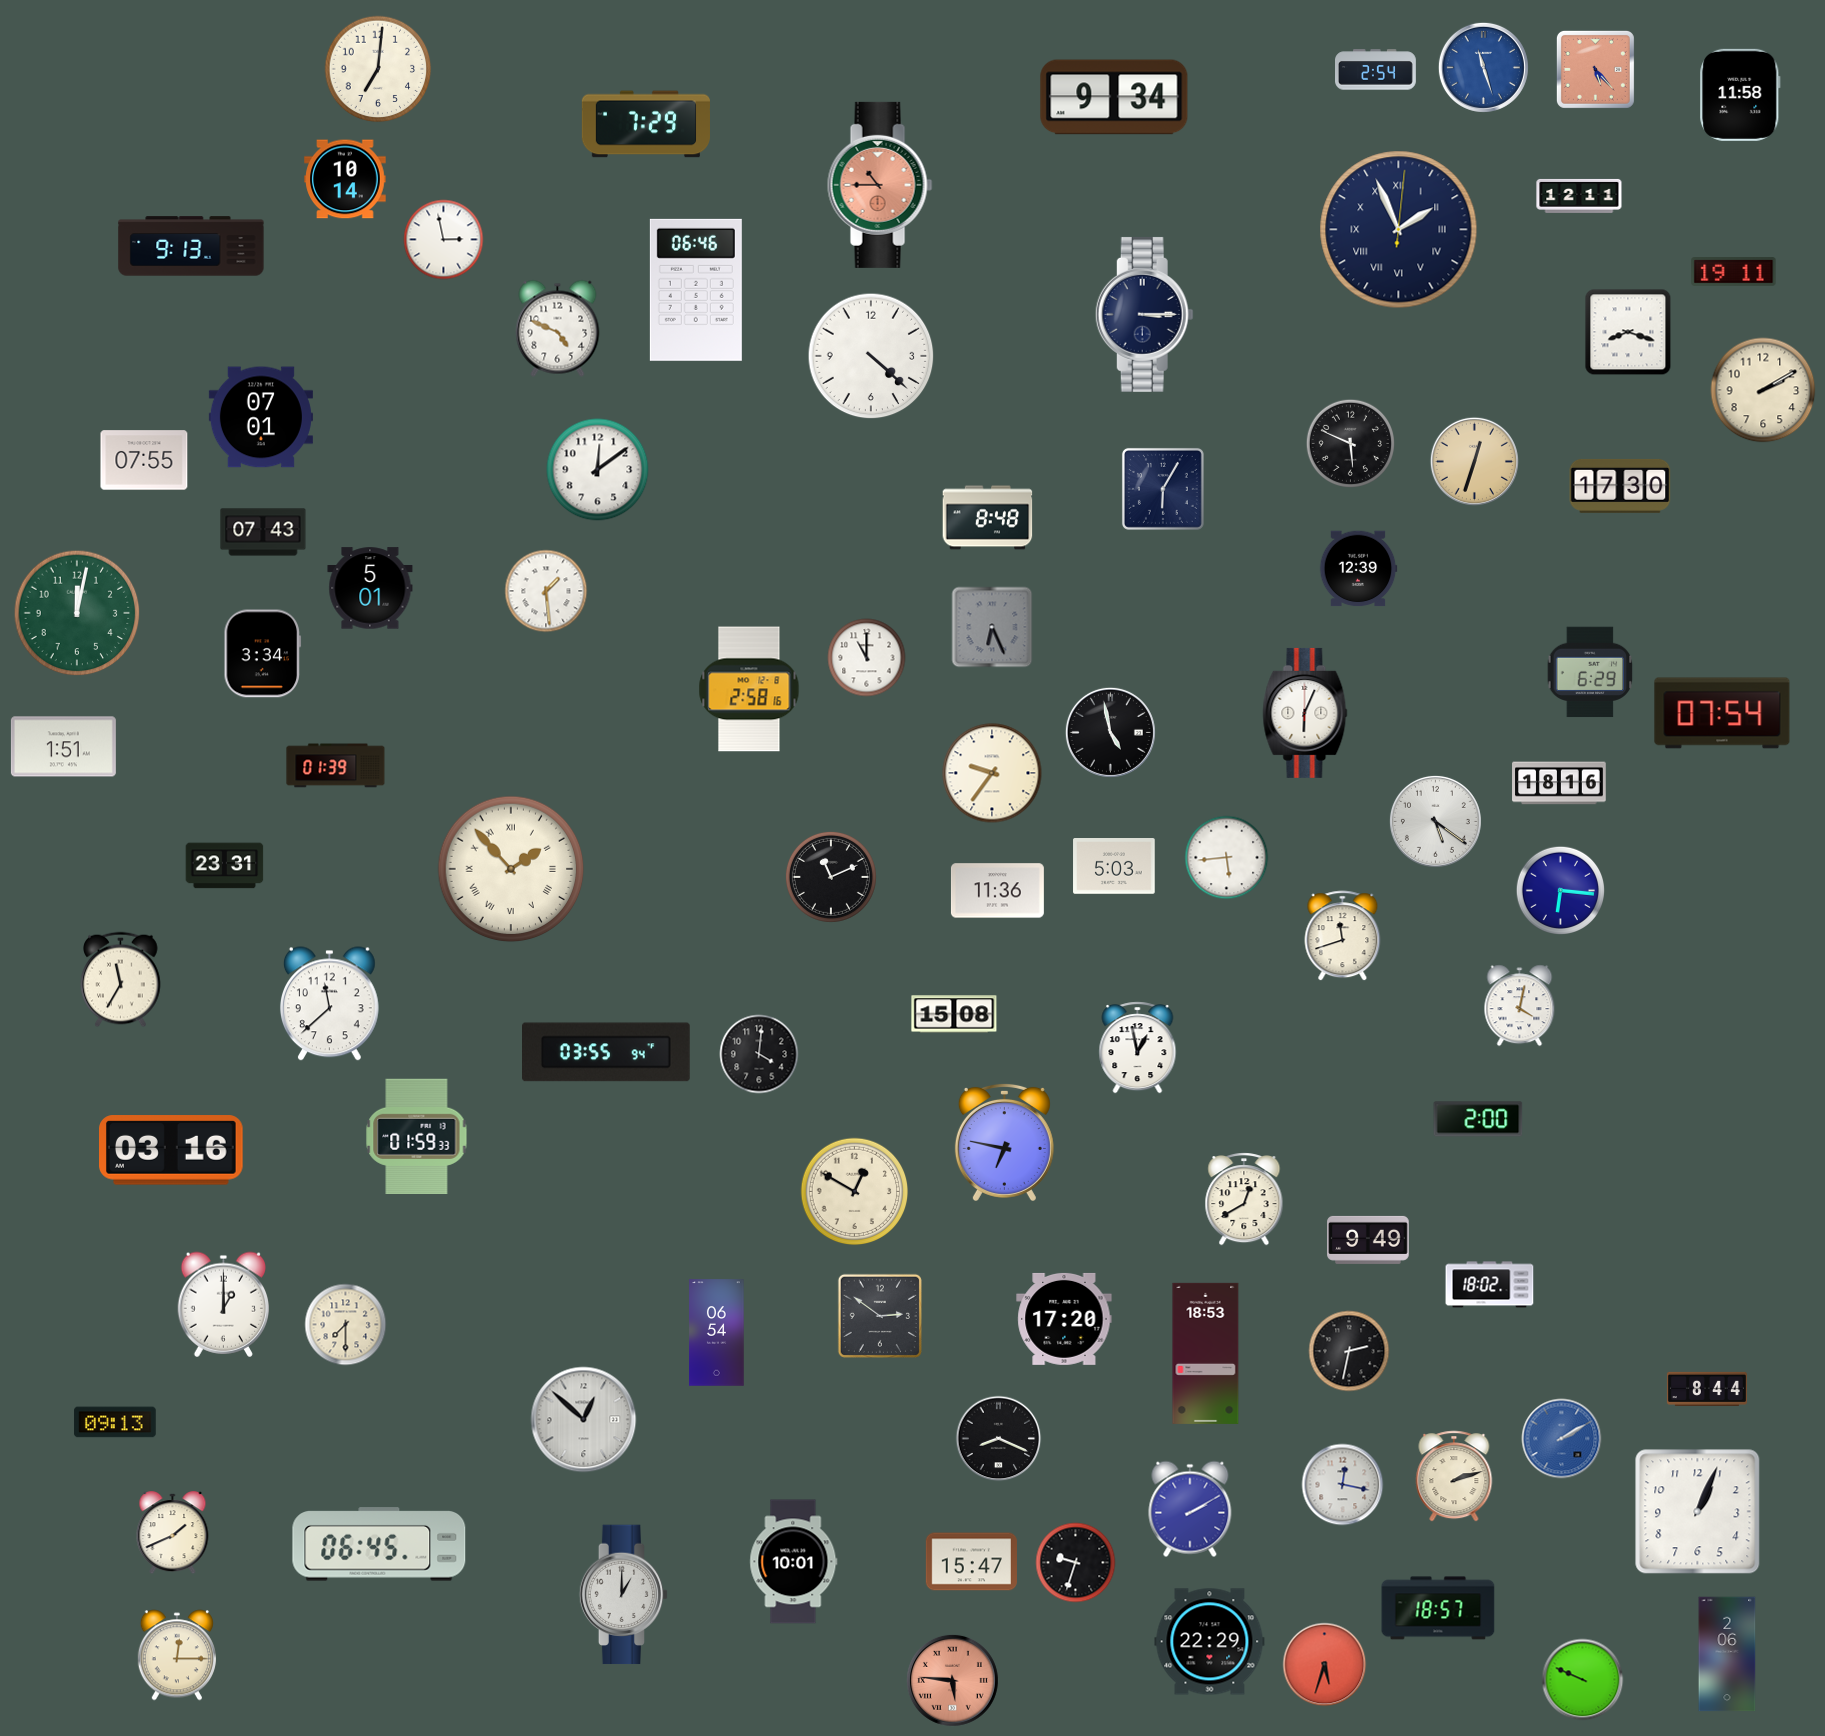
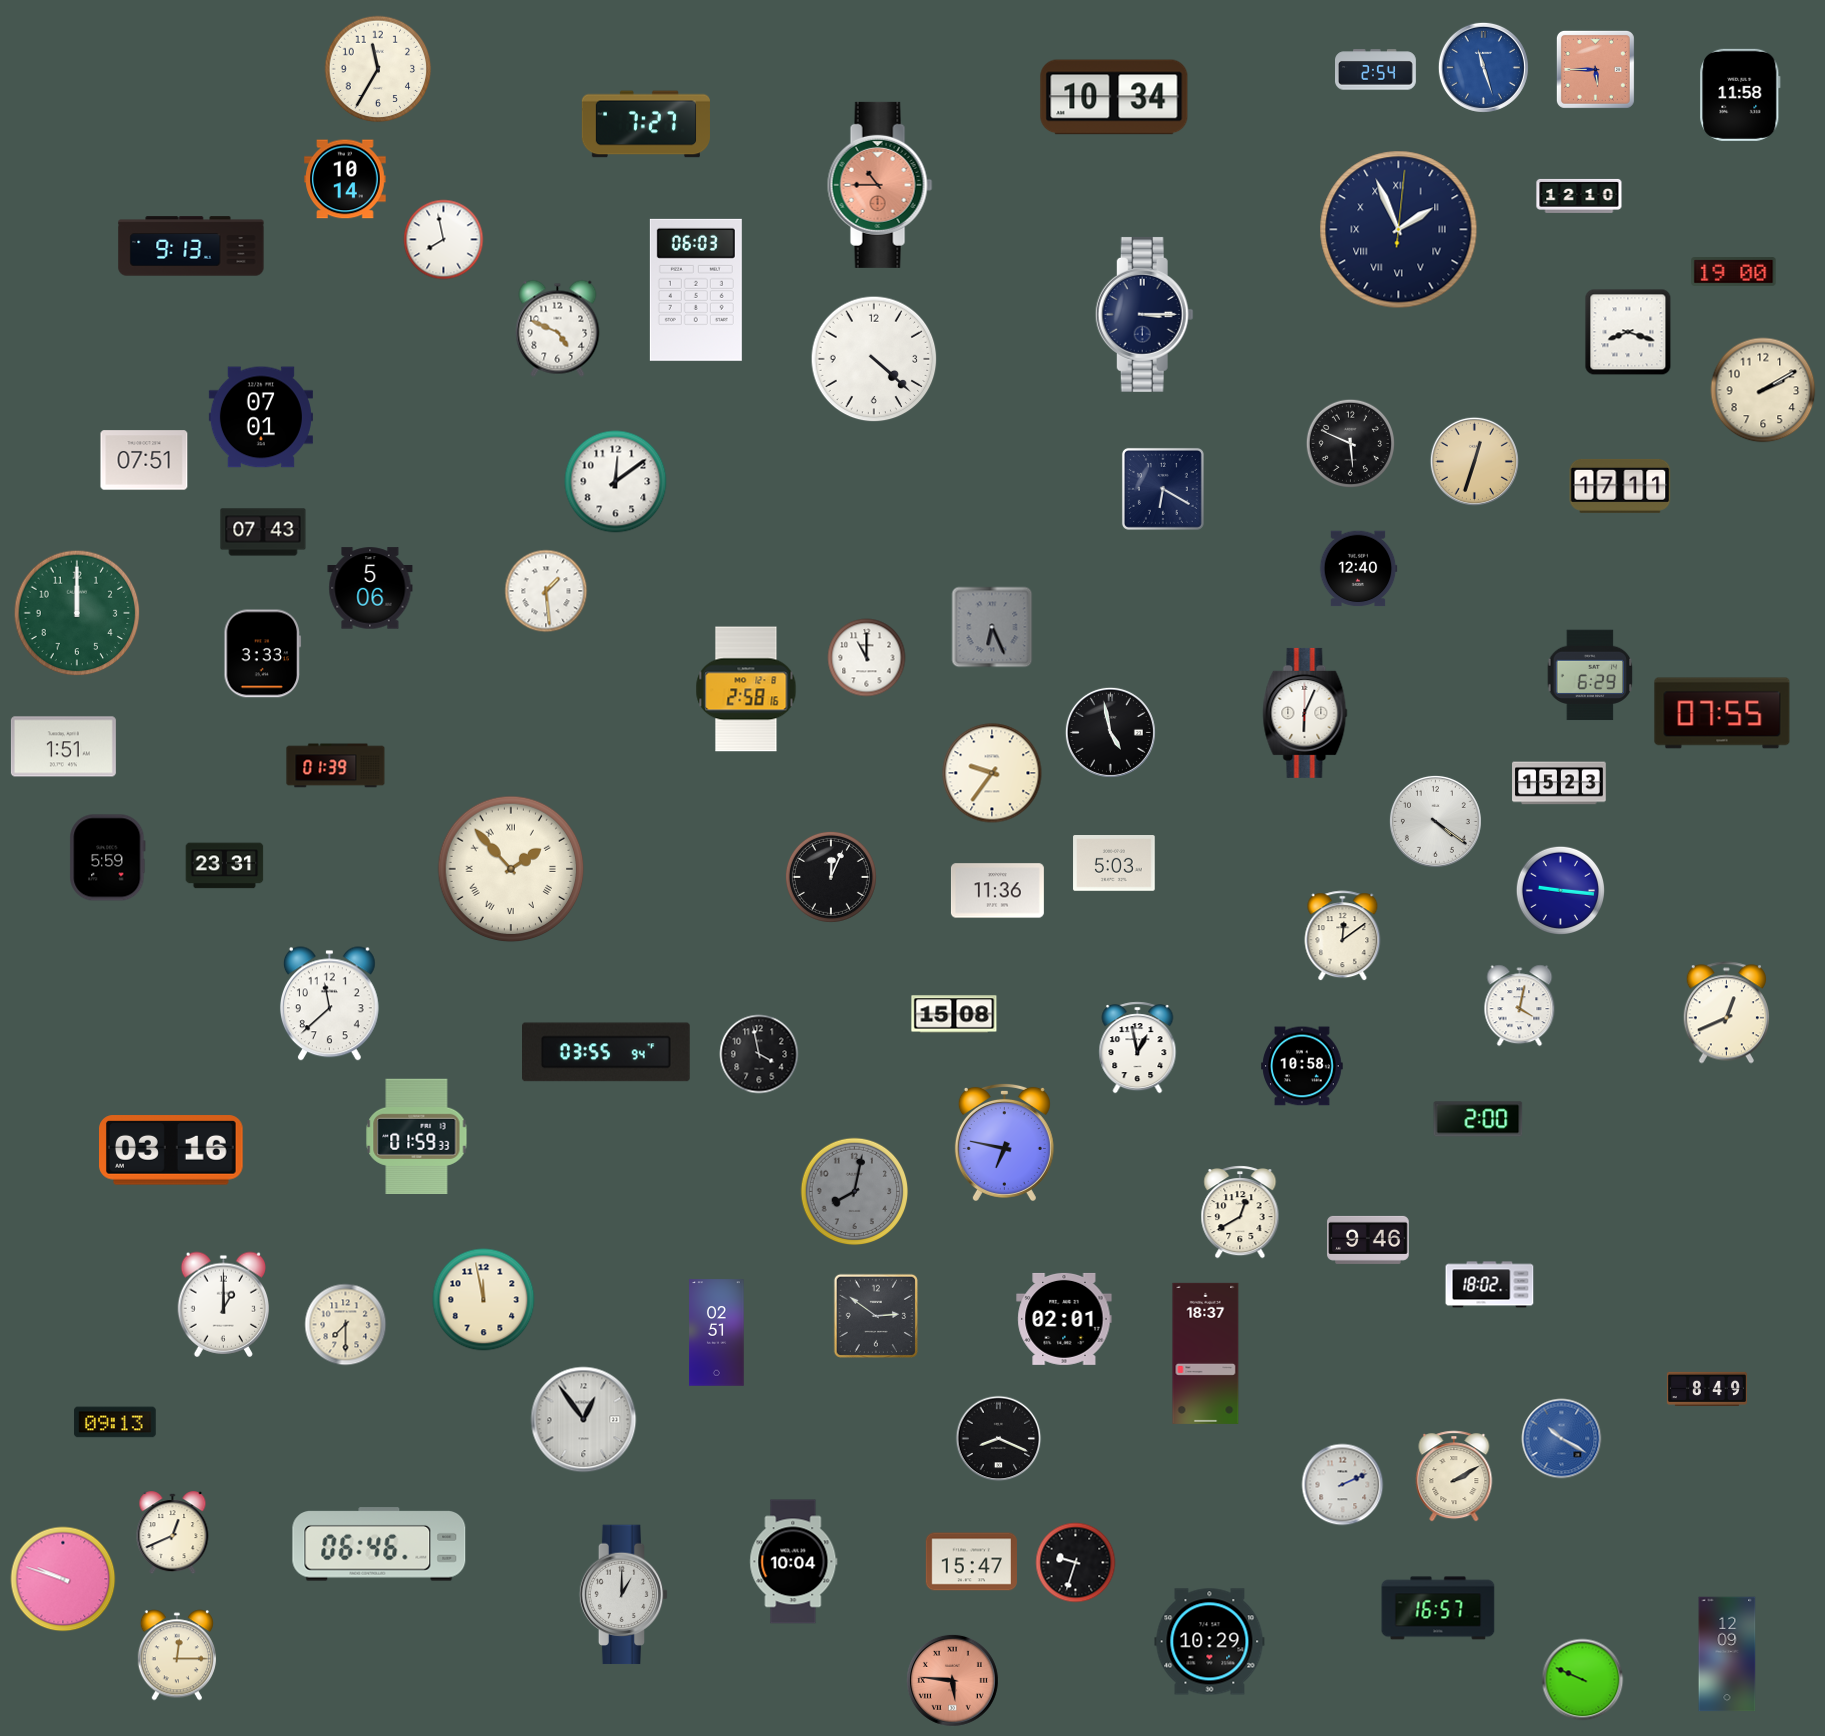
clock at (378, 69): 7:01 -> 11:35
clock at (1595, 69): 5:23 -> 5:45
clock at (1114, 97): 9:34 -> 10:34
clock at (646, 124): 7:29 -> 7:27
clock at (1579, 196): 12:11 -> 12:10
clock at (444, 240): 2:58 -> 7:58
clock at (1734, 272): 19:11 -> 19:00
clock at (696, 290): 06:46 -> 06:03
clock at (871, 356) position: (871, 356) -> (874, 359)
clock at (144, 460): 07:55 -> 07:51
clock at (598, 470) position: (598, 470) -> (616, 482)
clock at (1620, 486): 17:30 -> 17:11
clock at (1163, 489): 6:05 -> 6:20
clock at (988, 518): 8:48 -> none
clock at (1358, 569): 12:39 -> 12:40
clock at (370, 588): 5:01 -> 5:06
clock at (77, 613): 12:02 -> 12:00
clock at (263, 654): 3:34 -> 3:33
clock at (1590, 672) position: (1590, 672) -> (1590, 675)
clock at (749, 689) position: (749, 689) -> (746, 689)
clock at (1722, 713): 07:54 -> 07:55
clock at (1559, 783): 18:16 -> 15:23
clock at (1435, 821): 5:21 -> 4:21
clock at (108, 858): none -> 5:59
clock at (1227, 858): 5:44 -> none
clock at (1114, 867) position: (1114, 867) -> (1114, 864)
clock at (831, 877): 11:11 -> 12:04
clock at (1560, 890): 6:16 -> 9:16
clock at (1343, 936): 11:42 -> 12:09
clock at (121, 980): 11:35 -> none
clock at (1726, 1013): none -> 12:41
clock at (759, 1054): 4:01 -> 3:58
clock at (1302, 1066): none -> 10:58
clock at (855, 1192): 12:50 -> 8:02
clock at (855, 1192) dial: cream -> grey
clock at (1244, 1200) position: (1244, 1200) -> (1240, 1213)
clock at (1368, 1240): 9:49 -> 9:46
clock at (484, 1300): none -> 11:58
clock at (880, 1316) position: (880, 1316) -> (876, 1316)
clock at (1064, 1319): 17:20 -> 02:01
clock at (717, 1333): 06:54 -> 02:51
clock at (1349, 1351): 2:32 -> none
clock at (1206, 1353): 18:53 -> 18:37
clock at (1707, 1388): 8:44 -> 8:49
clock at (584, 1420): 12:52 -> 12:54
clock at (1562, 1439): 2:10 -> 10:20
clock at (1454, 1476): 2:12 -> 2:10
clock at (1343, 1485): 12:17 -> 2:11
clock at (1190, 1509): 2:10 -> none
clock at (1698, 1512): 1:04 -> none
clock at (173, 1533): 1:41 -> 12:41
clock at (379, 1544): 06:45 -> 06:46
clock at (794, 1562): 10:01 -> 10:04
clock at (63, 1579): none -> 9:48
clock at (1438, 1608): 18:57 -> 16:57
clock at (1210, 1642): 22:29 -> 10:29
clock at (1727, 1654): 2:06 -> 12:09
clock at (1325, 1665): 5:33 -> none
